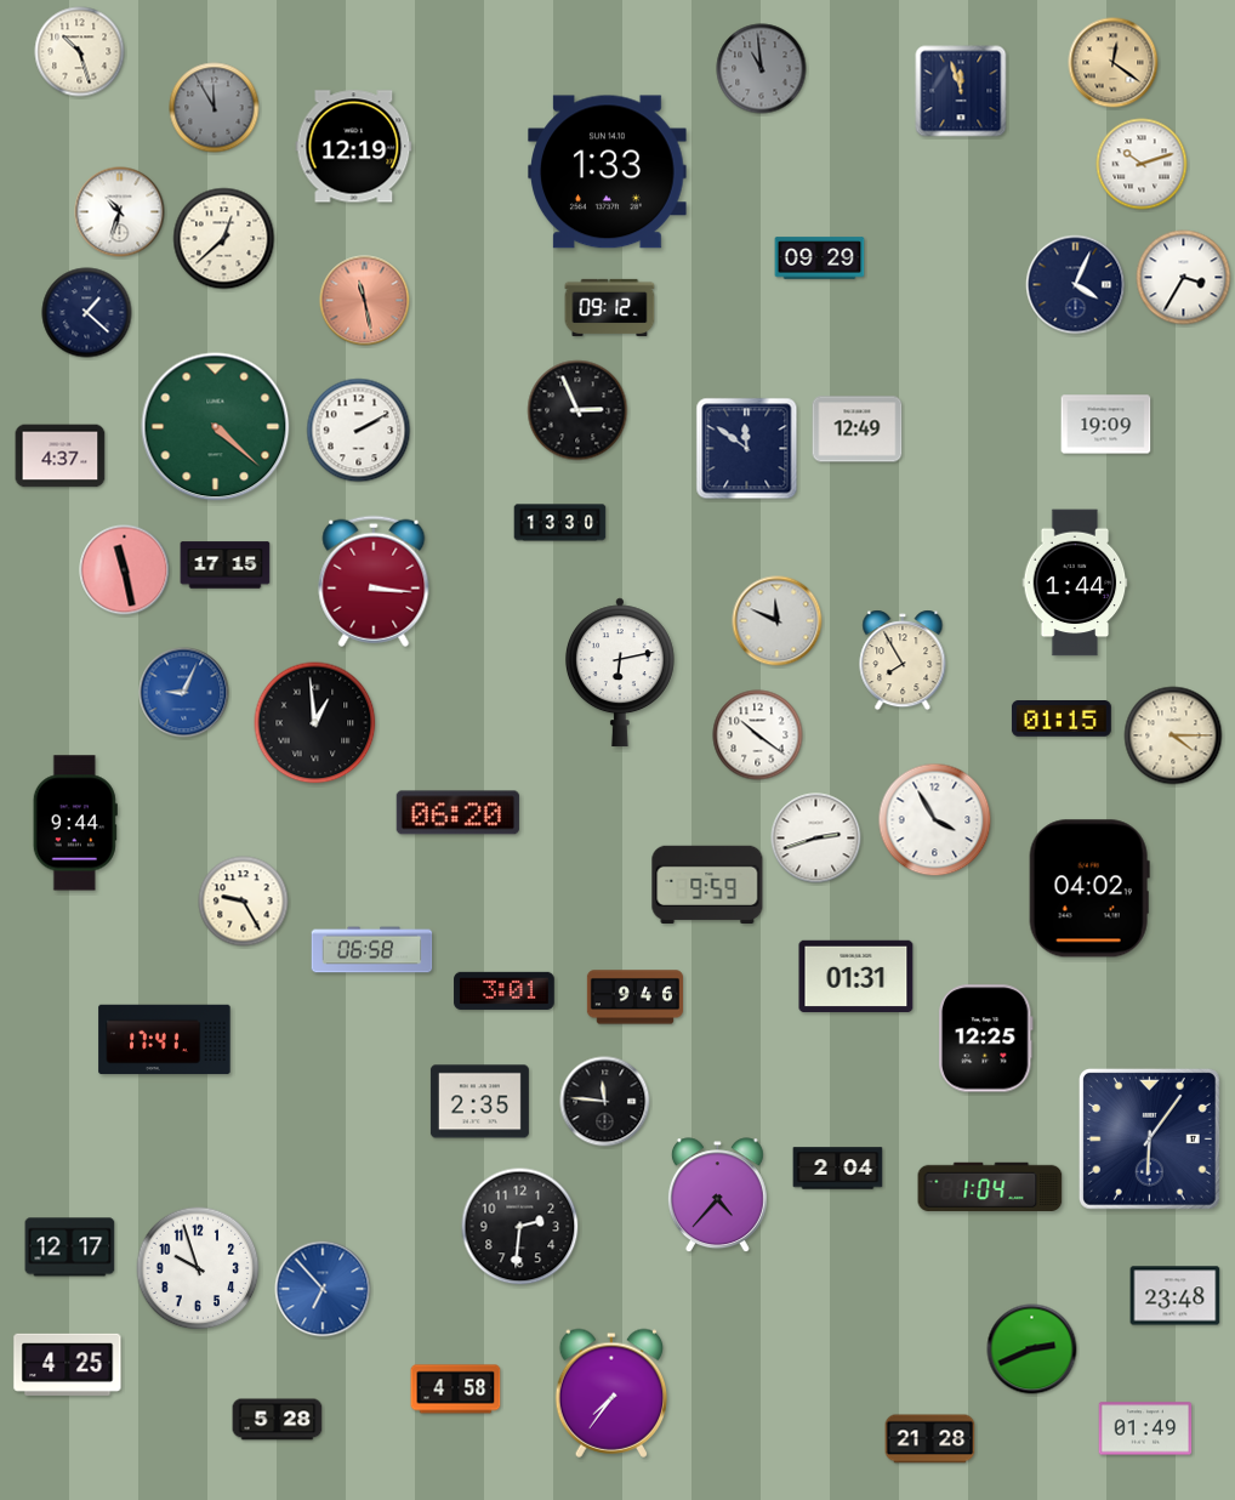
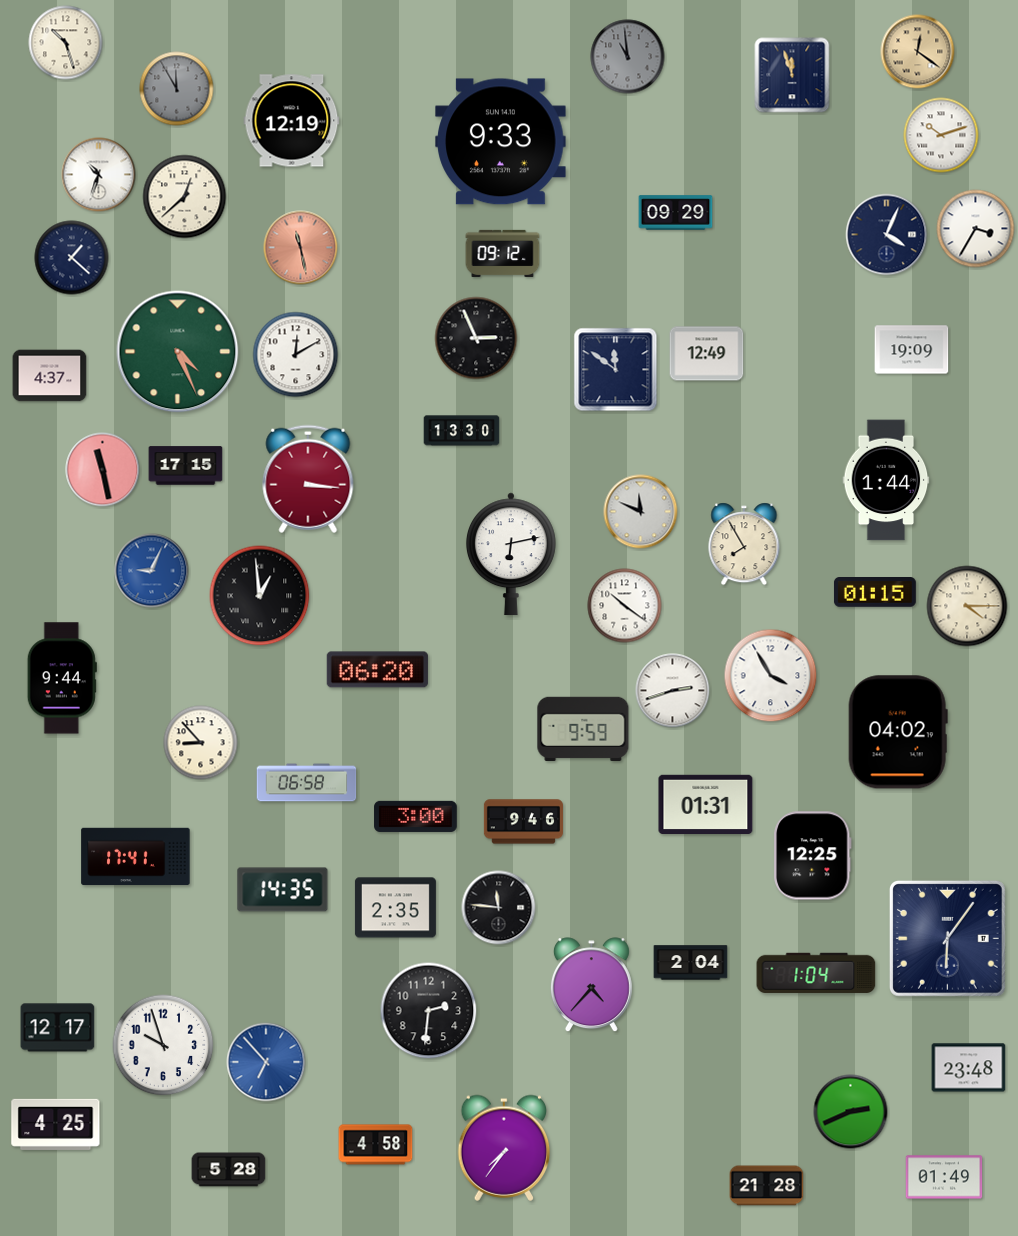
clock at (608, 172): 1:33 -> 9:33
clock at (216, 427): 4:22 -> 4:26
clock at (359, 431): 2:10 -> 12:10
clock at (244, 902): 9:25 -> 8:53
clock at (505, 990): 3:01 -> 3:00
clock at (283, 890): none -> 14:35
clock at (990, 1187) position: (990, 1187) -> (816, 973)
